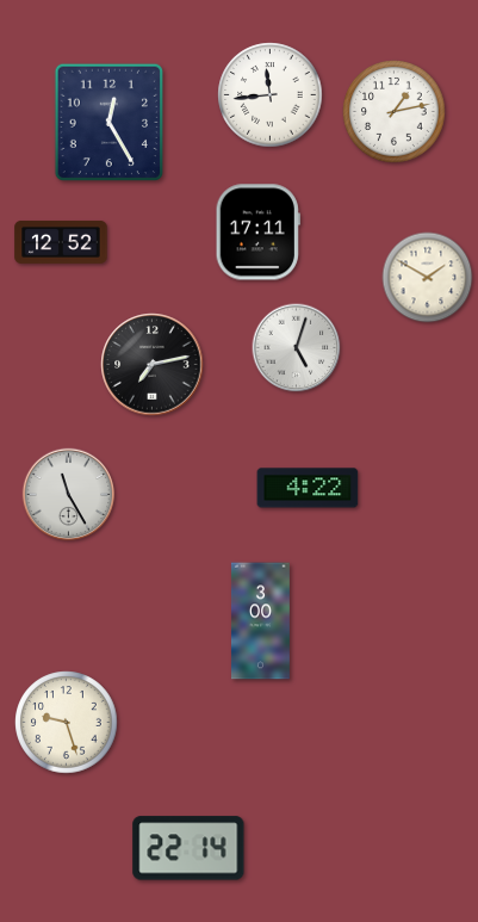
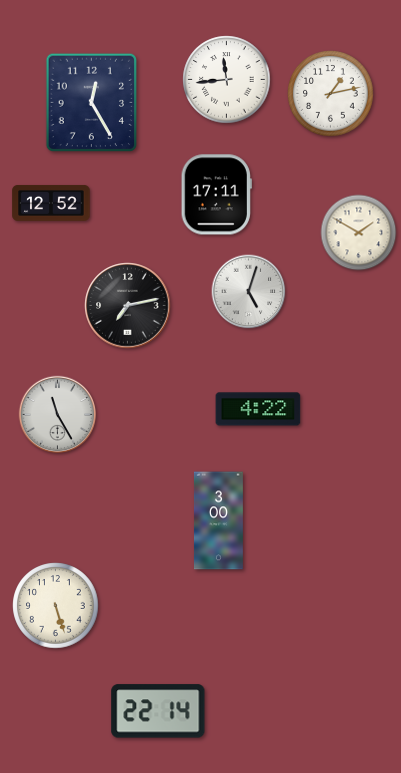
clock at (67, 723): 9:27 -> 5:27
